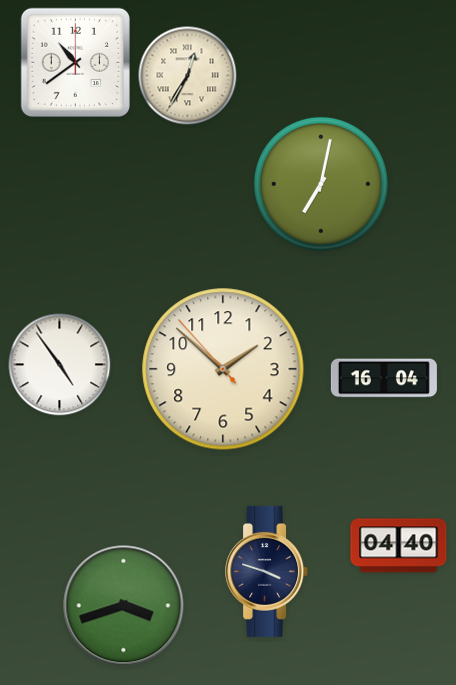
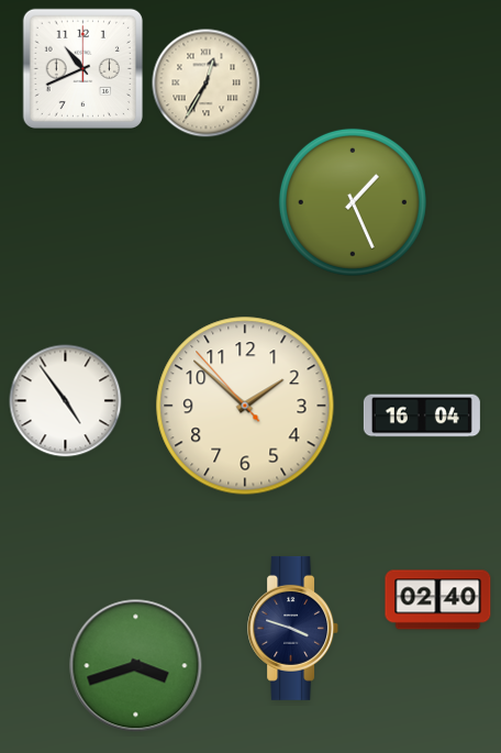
clock at (75, 62): 10:39 -> 10:41
clock at (321, 184): 7:02 -> 1:26
clock at (399, 546): 04:40 -> 02:40
